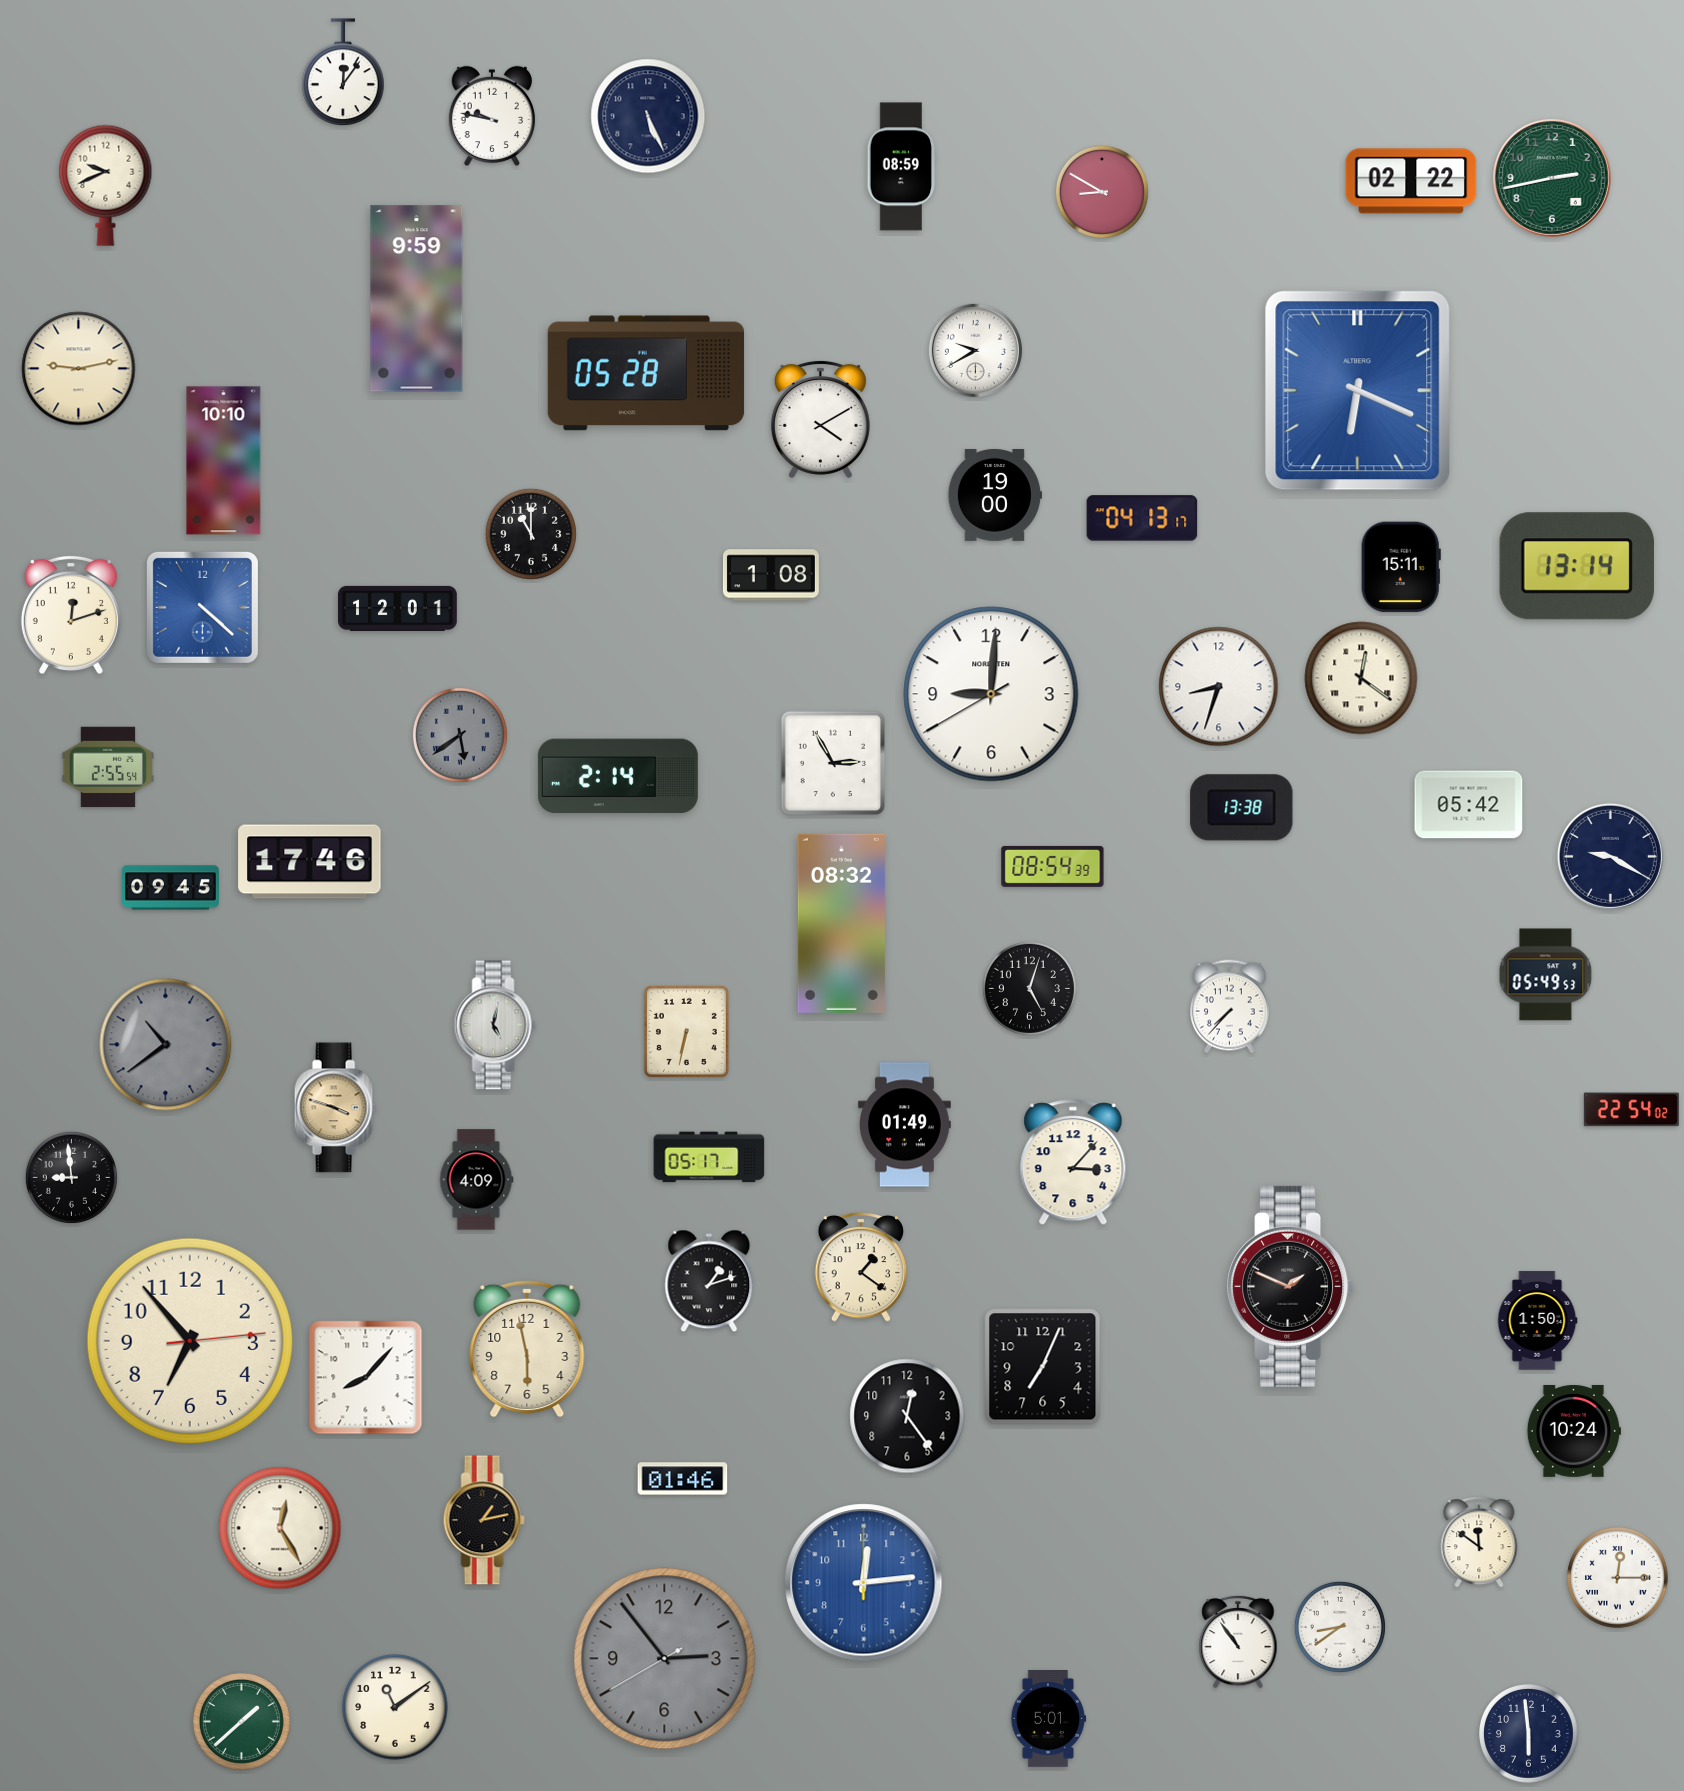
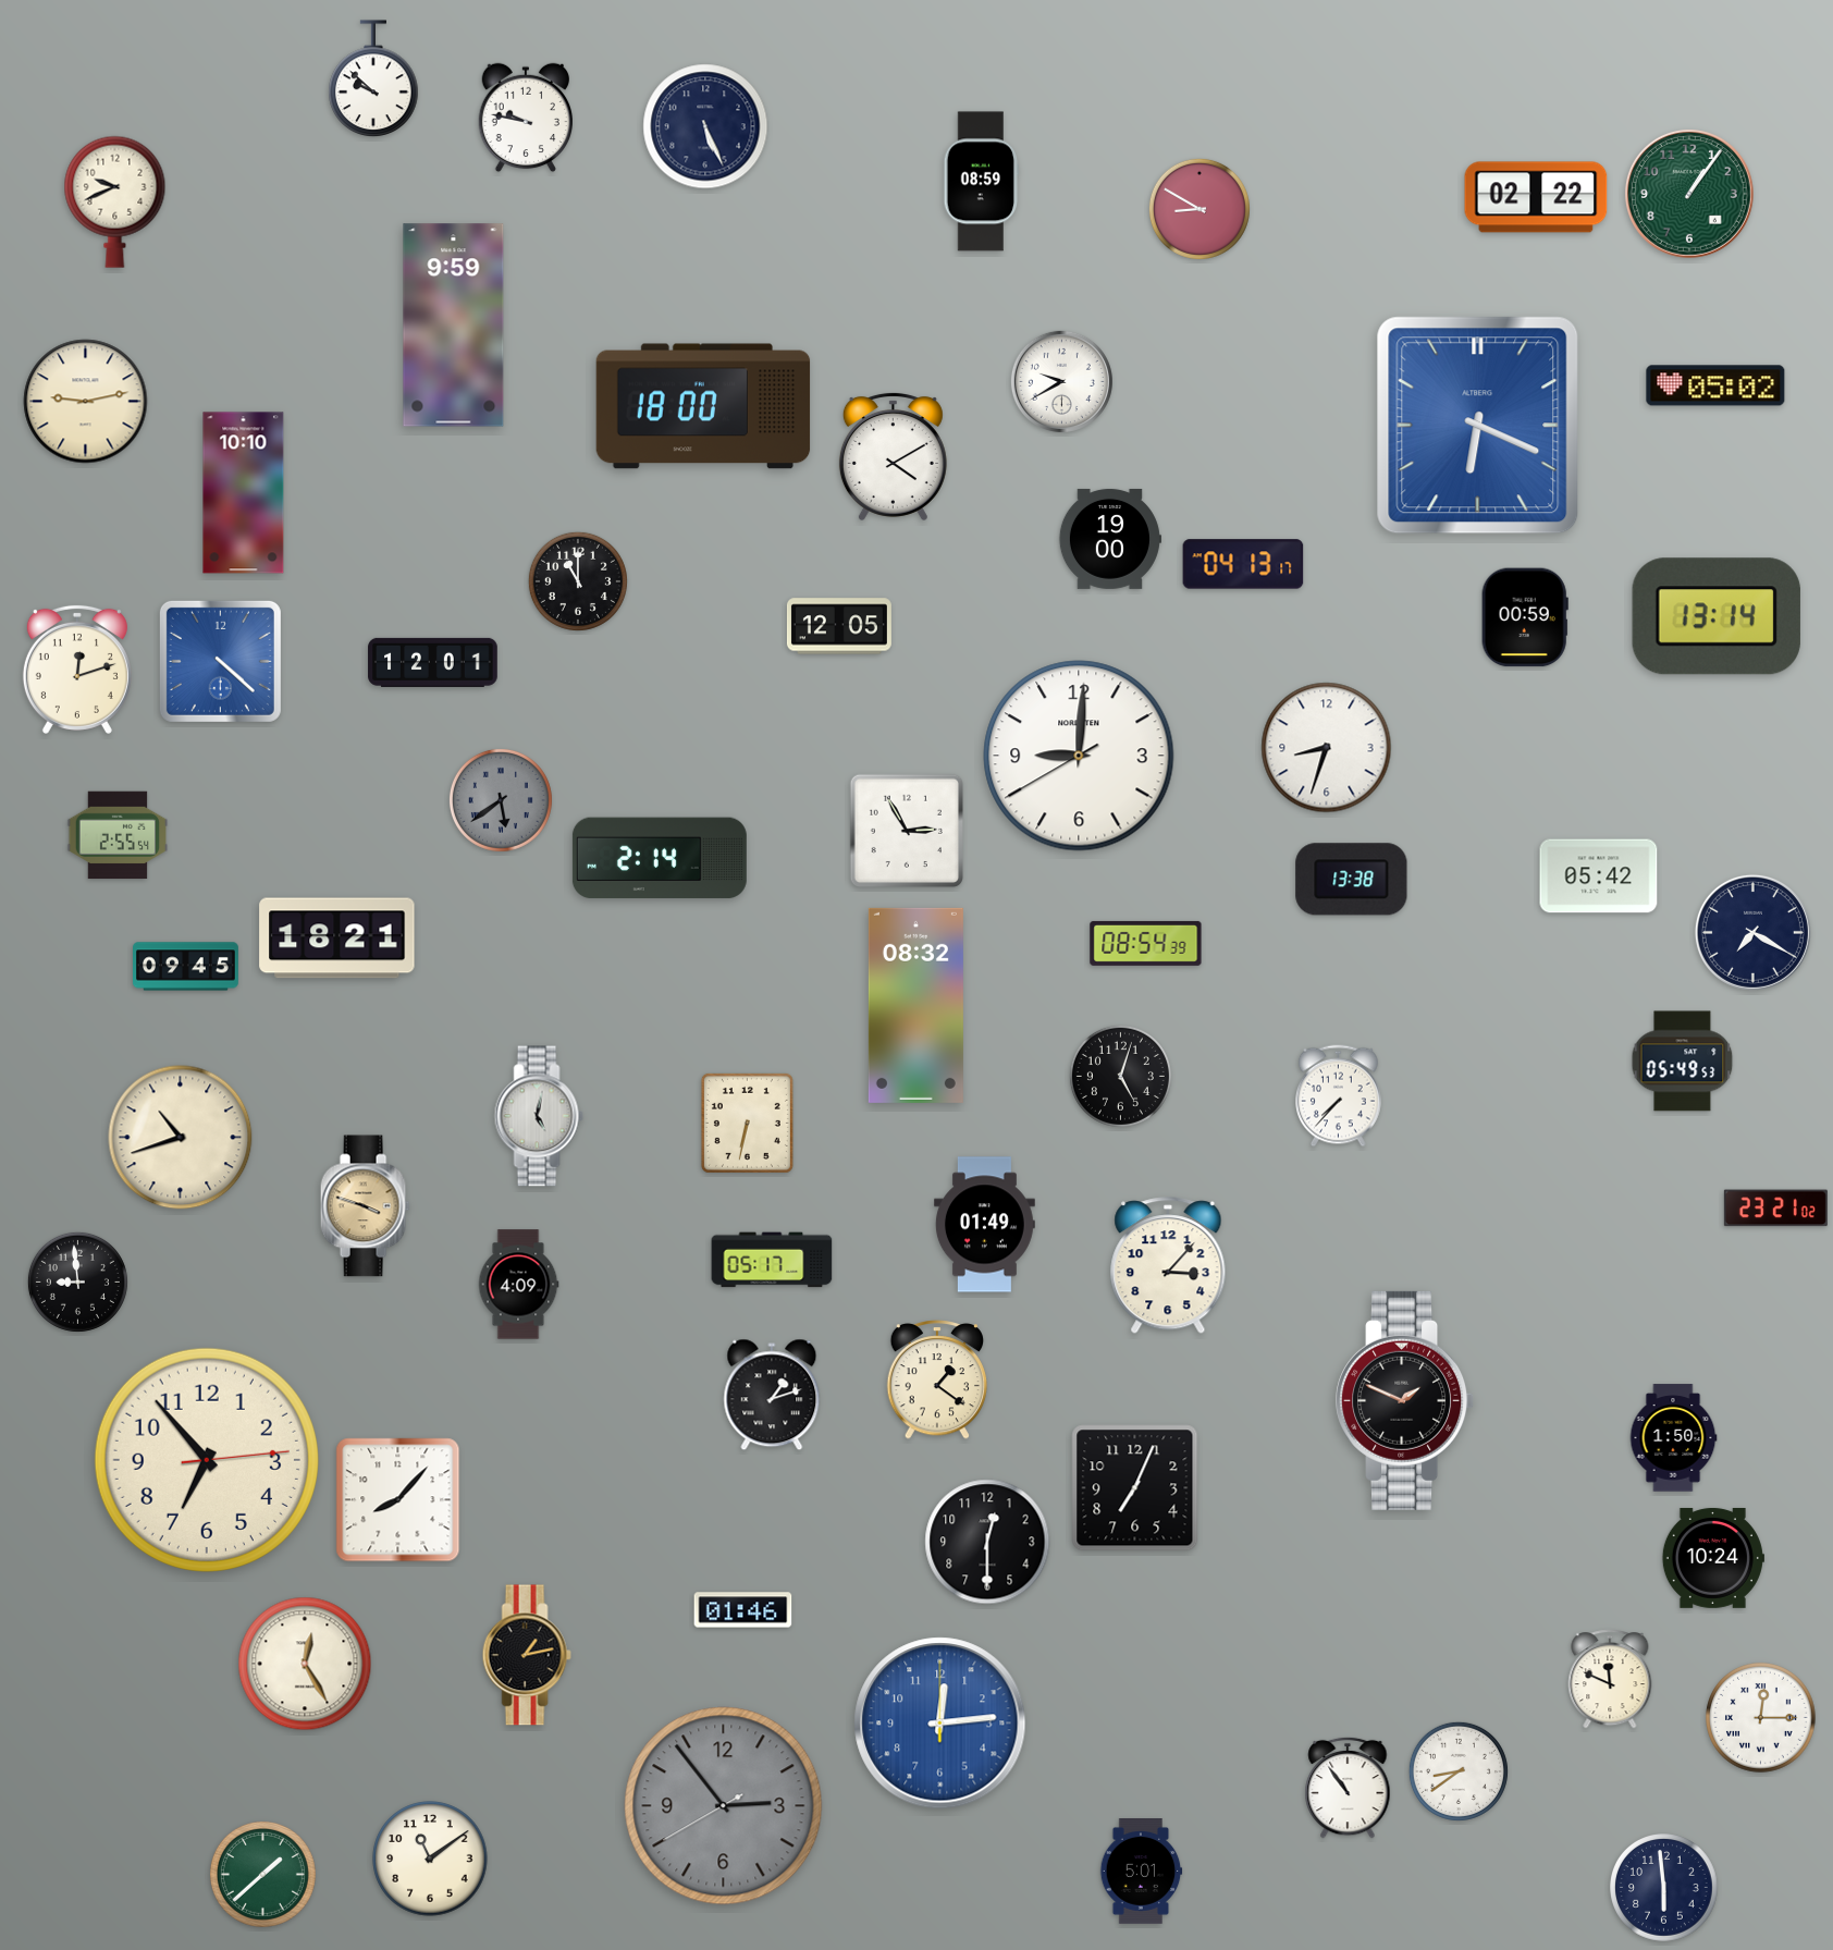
clock at (343, 72): 12:06 -> 9:52
clock at (491, 116) position: (491, 116) -> (525, 118)
clock at (1552, 178): 2:43 -> 1:06
clock at (1715, 385): none -> 05:02
clock at (646, 373): 05:28 -> 18:00
clock at (224, 461) position: (224, 461) -> (244, 493)
clock at (995, 495) position: (995, 495) -> (1110, 539)
clock at (1401, 567): 15:11 -> 00:59
clock at (771, 575): 1:08 -> 12:05
clock at (1361, 678): 12:21 -> none
clock at (618, 776) position: (618, 776) -> (660, 858)
clock at (1610, 856): 9:20 -> 7:20
clock at (310, 862): 17:46 -> 18:21
clock at (166, 1045): 10:39 -> 10:42
clock at (166, 1045) dial: grey -> cream
clock at (1631, 1110): 22:54 -> 23:21
clock at (527, 1349): 5:58 -> none
clock at (907, 1416): 12:24 -> 12:30
clock at (1479, 1542): 11:51 -> 11:49
